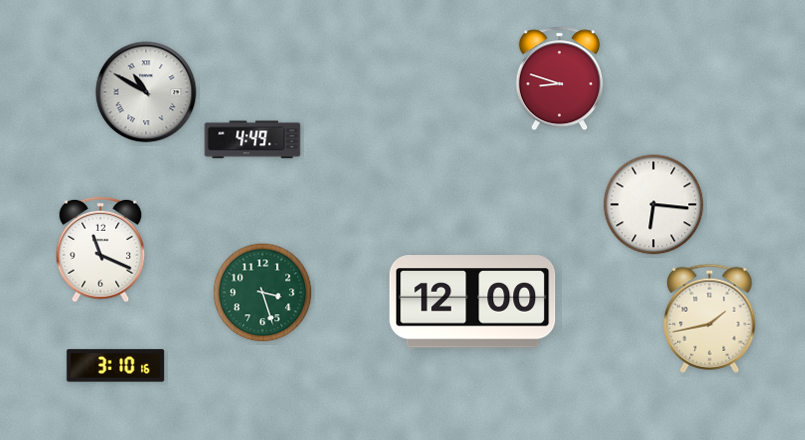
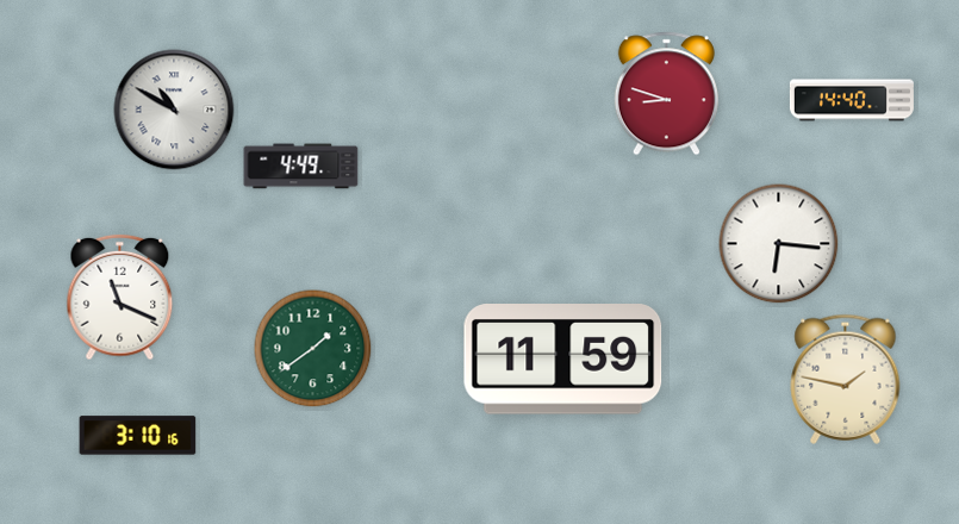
clock at (852, 100): none -> 14:40
clock at (263, 293): 3:27 -> 1:39
clock at (473, 302): 12:00 -> 11:59
clock at (710, 318): 1:43 -> 1:47
